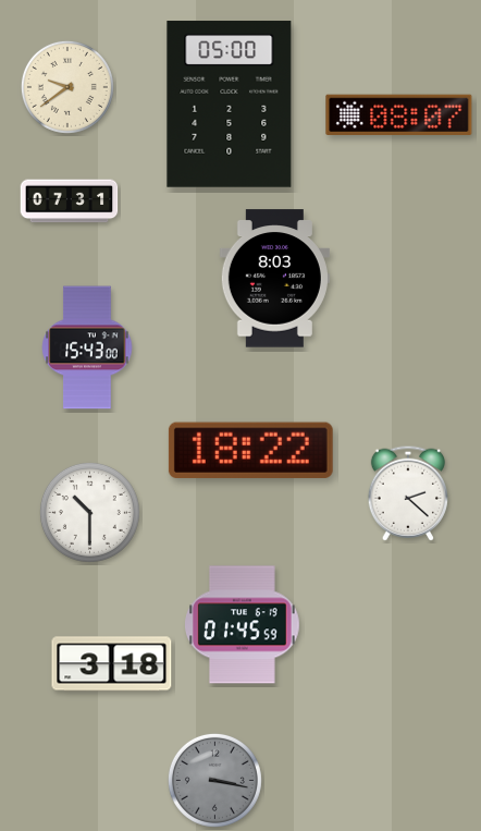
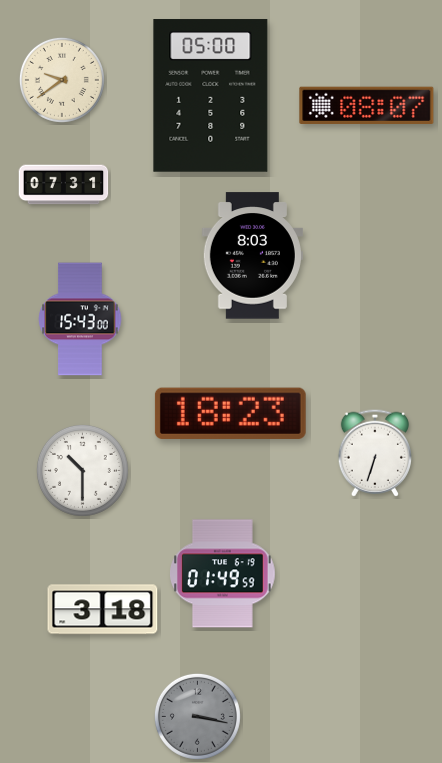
clock at (250, 450): 18:22 -> 18:23
clock at (408, 493): 2:22 -> 6:33
clock at (243, 625): 01:45 -> 01:49
